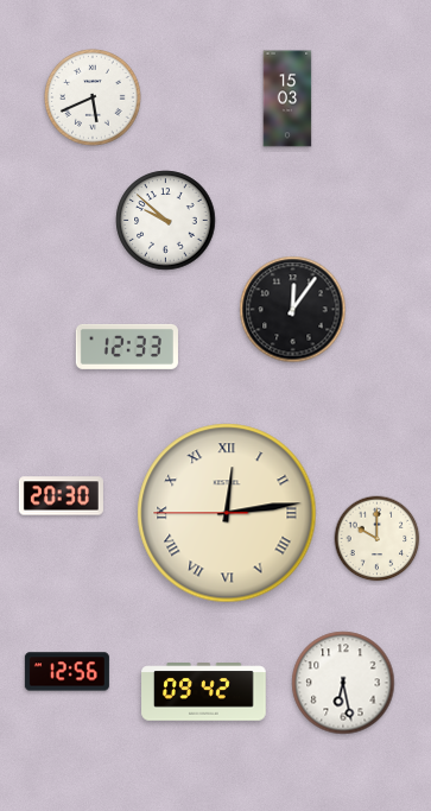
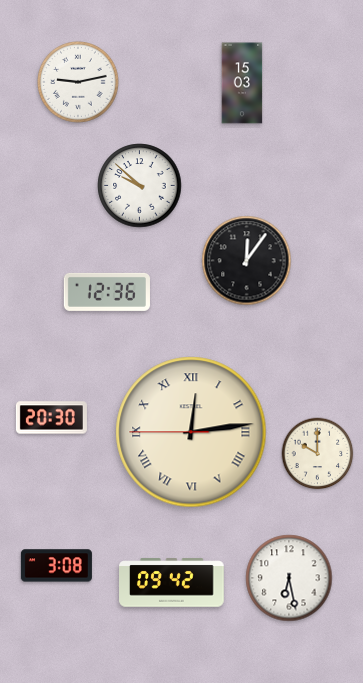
clock at (94, 99): 5:41 -> 9:13
clock at (127, 347): 12:33 -> 12:36
clock at (66, 672): 12:56 -> 3:08
clock at (343, 683) position: (343, 683) -> (289, 578)
